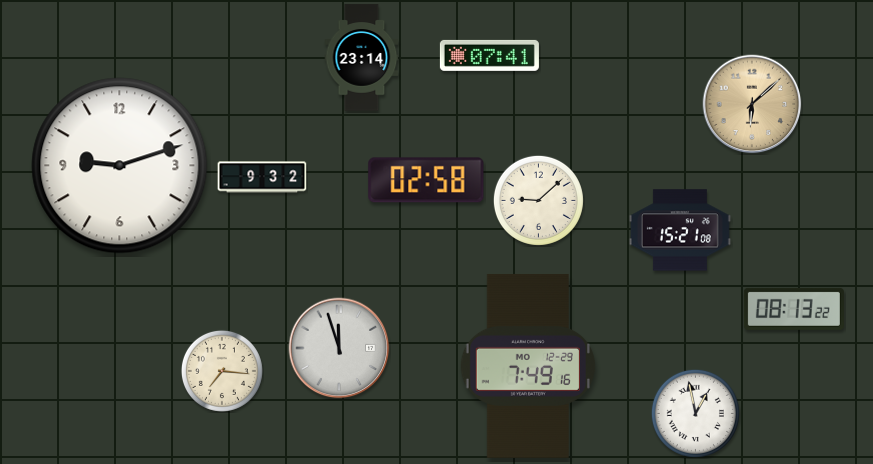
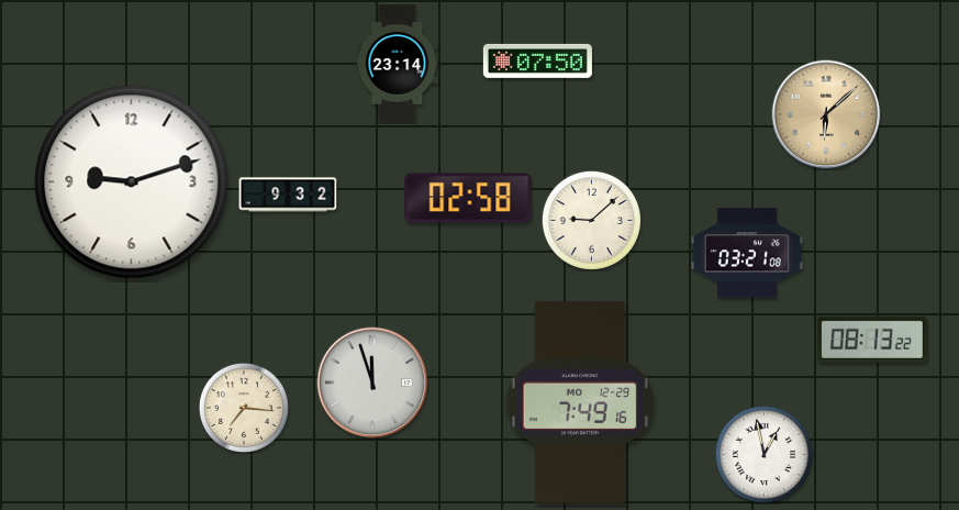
clock at (489, 55): 07:41 -> 07:50
clock at (680, 230): 15:21 -> 03:21
